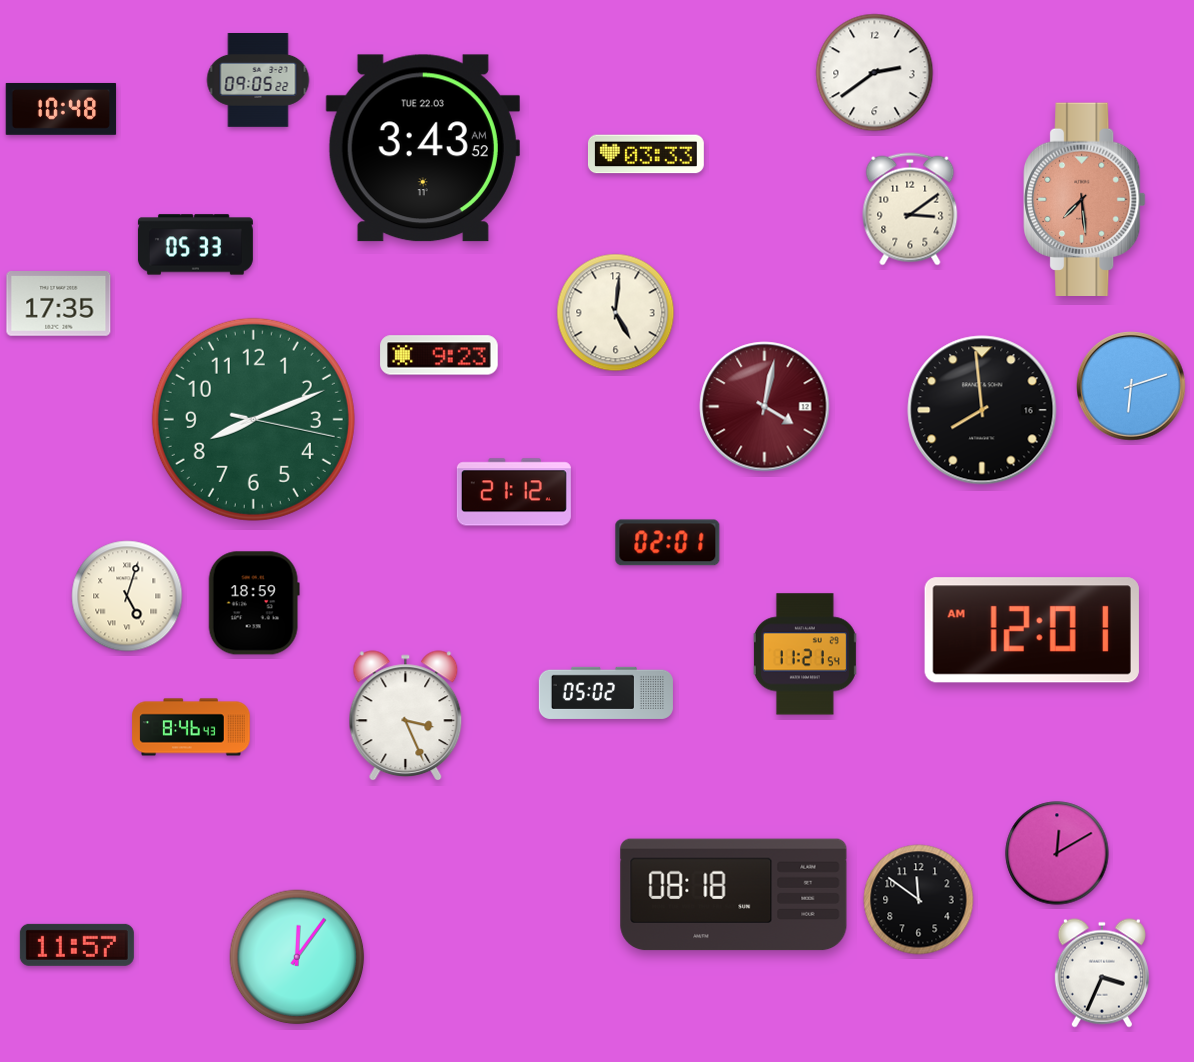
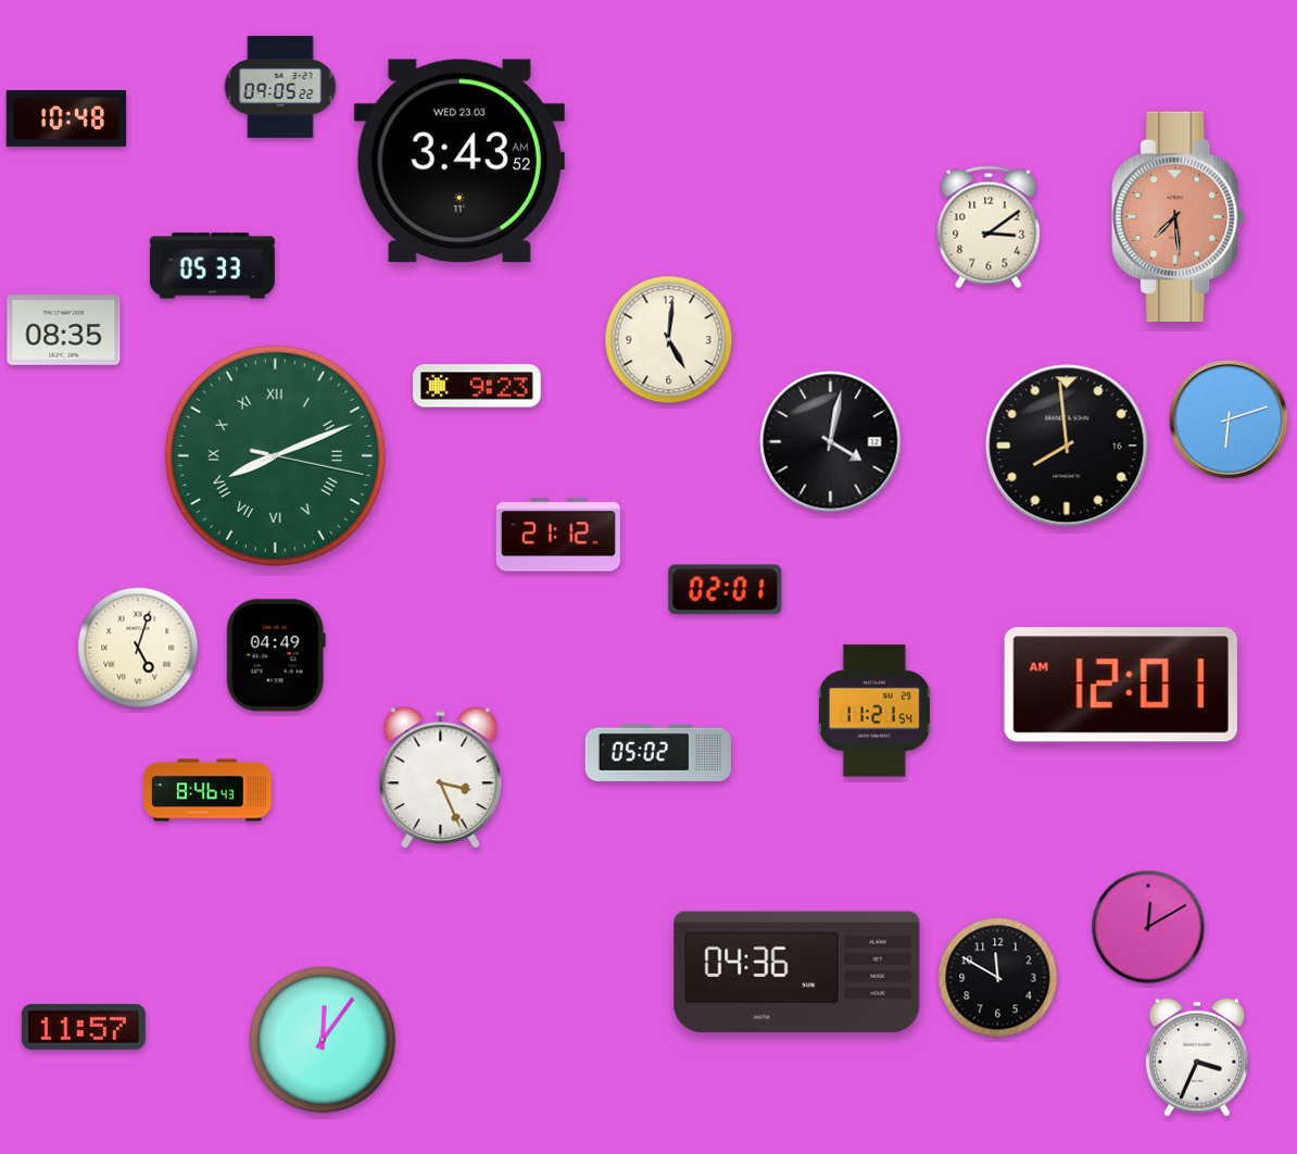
clock at (875, 73): 2:39 -> none
clock at (423, 148) date: TUE 22.03 -> WED 23.03
clock at (646, 154): 03:33 -> none
clock at (59, 304): 17:35 -> 08:35
clock at (765, 407) dial: burgundy -> black
clock at (253, 419) numerals: Arabic -> Roman
clock at (254, 603): 18:59 -> 04:49
clock at (734, 895): 08:18 -> 04:36
clock at (919, 900): 11:51 -> 11:50
